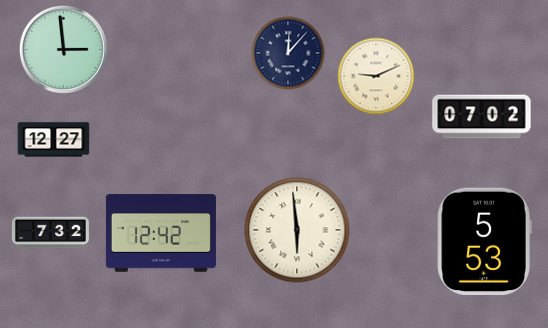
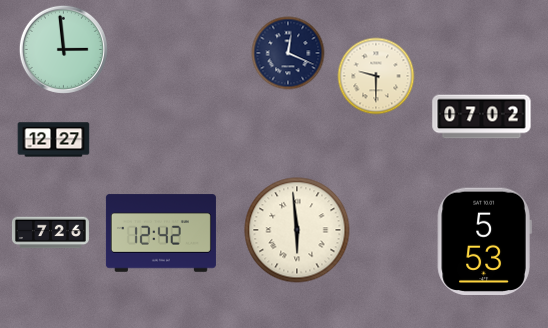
clock at (288, 53): 12:07 -> 12:19
clock at (376, 76): 9:11 -> 9:30
clock at (50, 233): 7:32 -> 7:26
